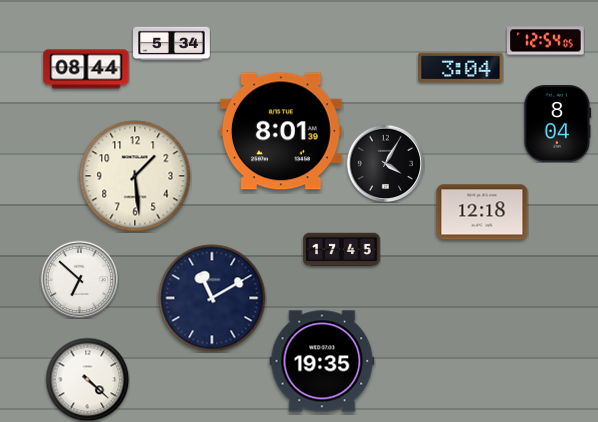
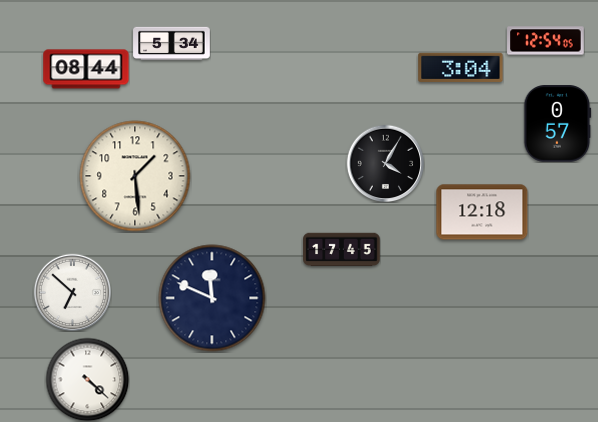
clock at (558, 124): 8:04 -> 0:57
clock at (281, 131): 8:01 -> none
clock at (79, 279) position: (79, 279) -> (72, 292)
clock at (212, 298): 11:10 -> 11:49
clock at (322, 361): 19:35 -> none
